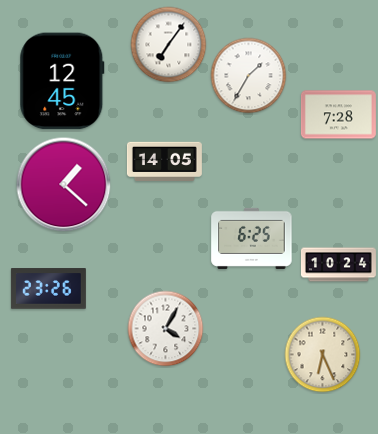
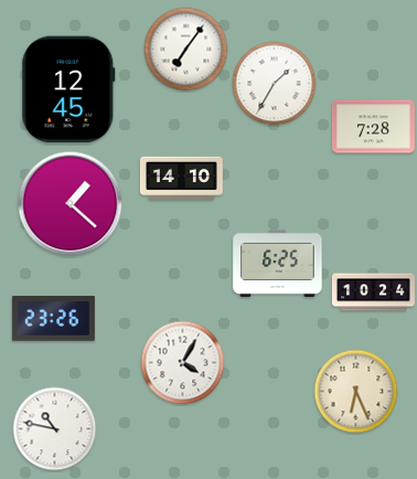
clock at (164, 161): 14:05 -> 14:10
clock at (55, 429): none -> 10:47
